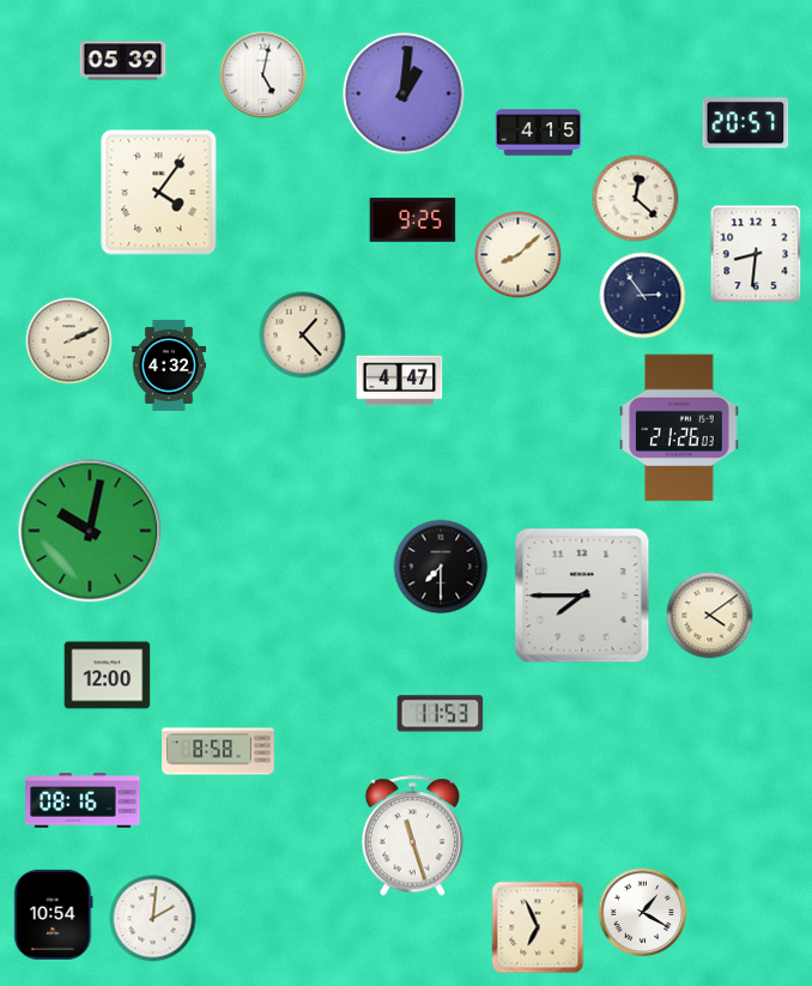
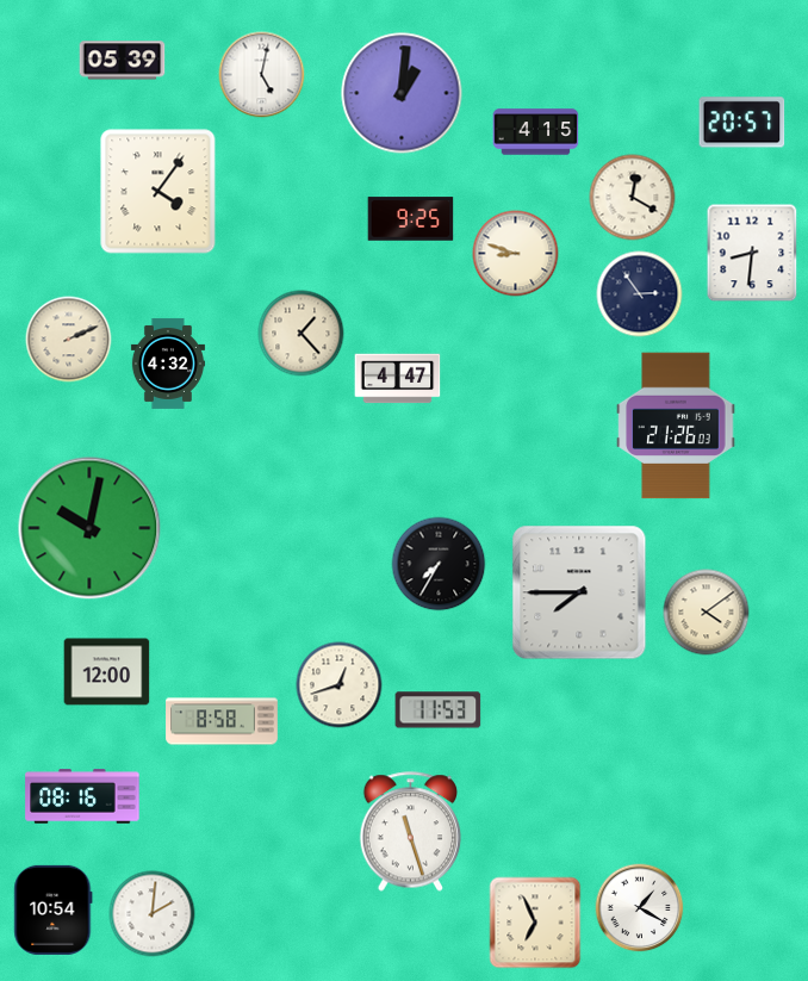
clock at (636, 199): 12:22 -> 12:20
clock at (519, 255): 8:08 -> 8:48
clock at (441, 567): 7:30 -> 7:35
clock at (340, 685): none -> 12:42
clock at (218, 751) position: (218, 751) -> (222, 721)
